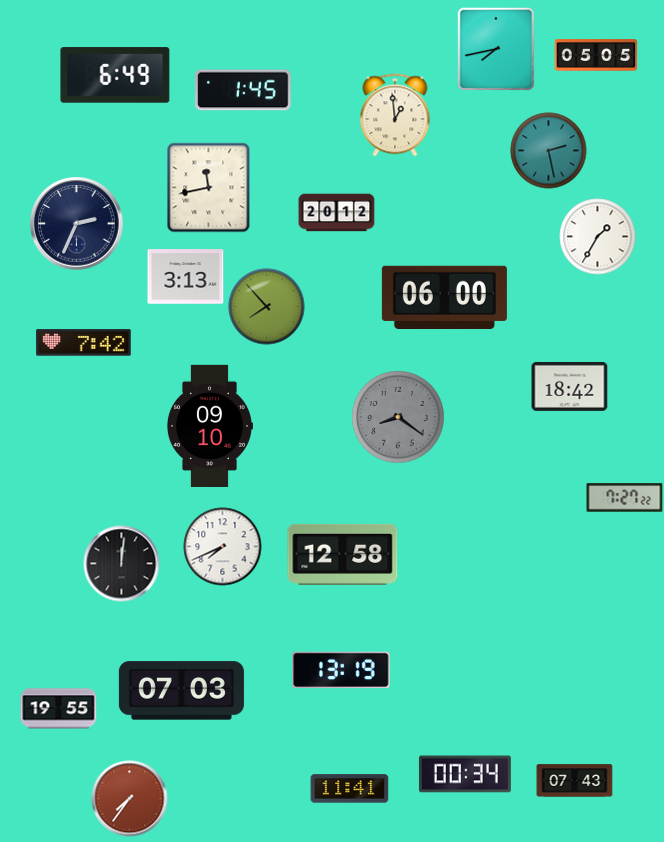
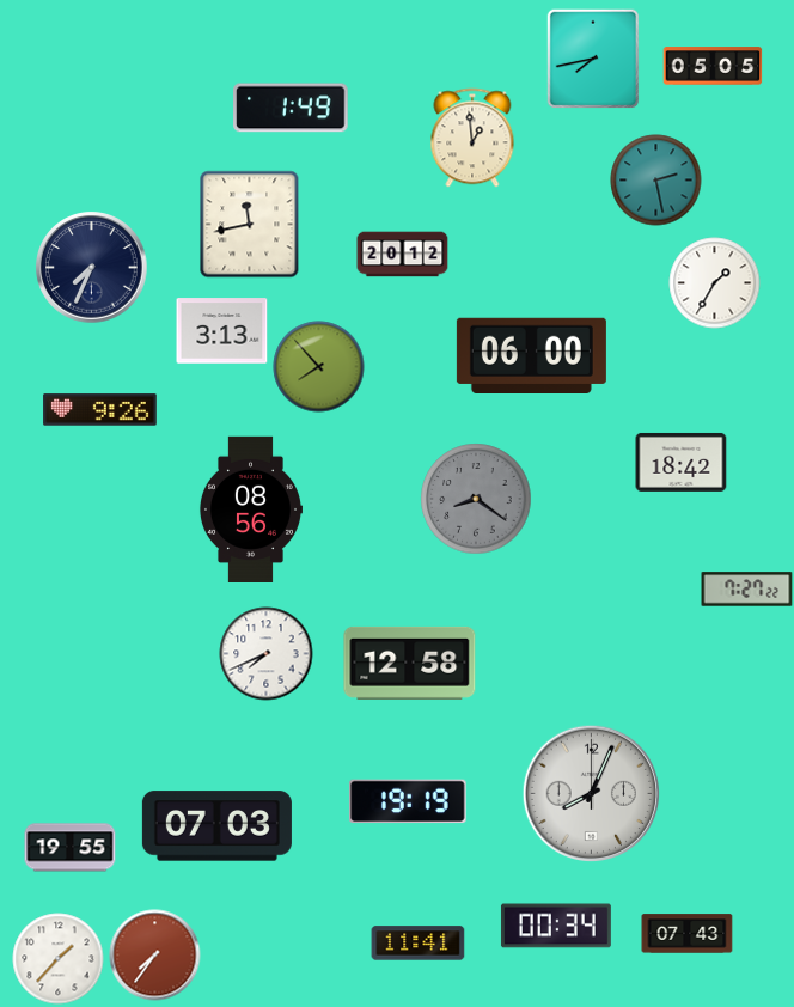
clock at (115, 75): 6:49 -> none
clock at (243, 90): 1:45 -> 1:49
clock at (77, 224): 2:34 -> 7:34
clock at (84, 343): 7:42 -> 9:26
clock at (209, 425): 09:10 -> 08:56
clock at (625, 498) position: (625, 498) -> (747, 590)
clock at (122, 564): 12:01 -> none
clock at (591, 793): none -> 8:04
clock at (341, 670): 13:19 -> 19:19
clock at (59, 959): none -> 1:37
